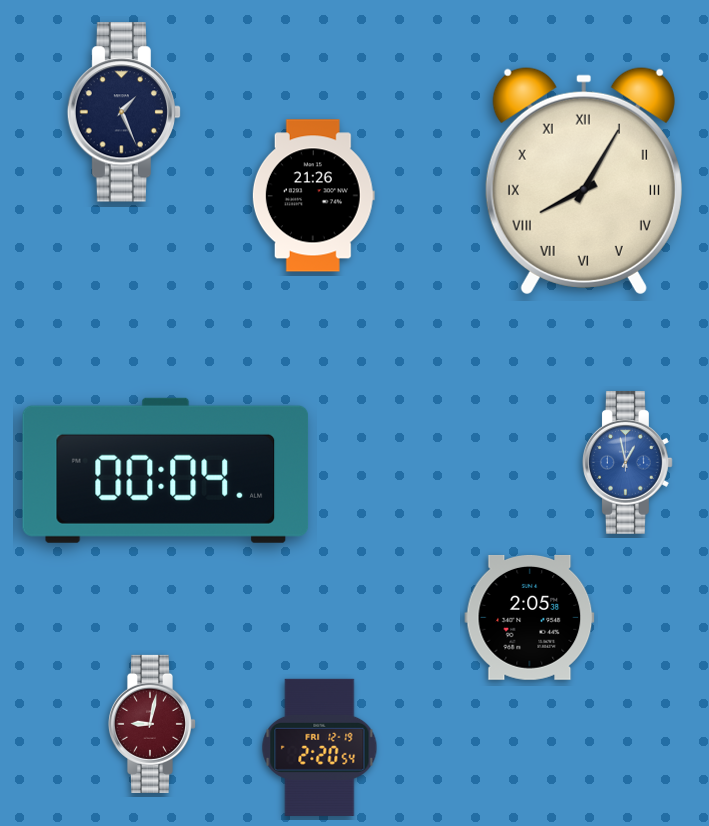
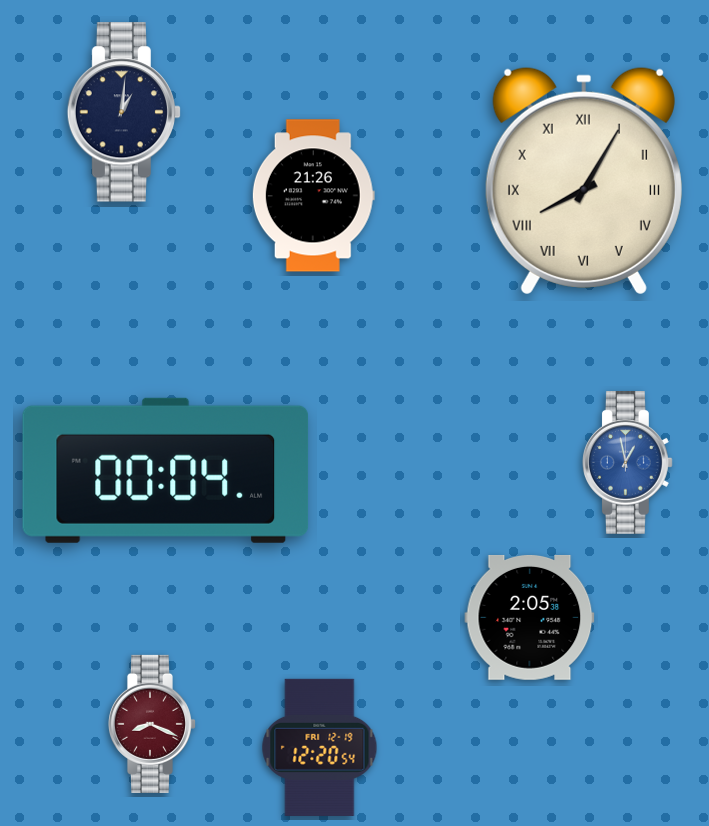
clock at (123, 112): 1:26 -> 1:01
clock at (151, 724): 9:02 -> 8:19
clock at (320, 747): 2:20 -> 12:20
